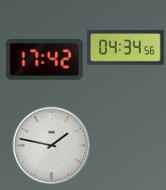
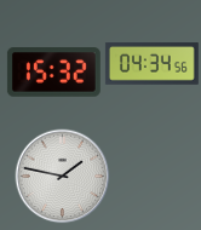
clock at (125, 48) position: (125, 48) -> (151, 64)
clock at (44, 60): 17:42 -> 15:32
